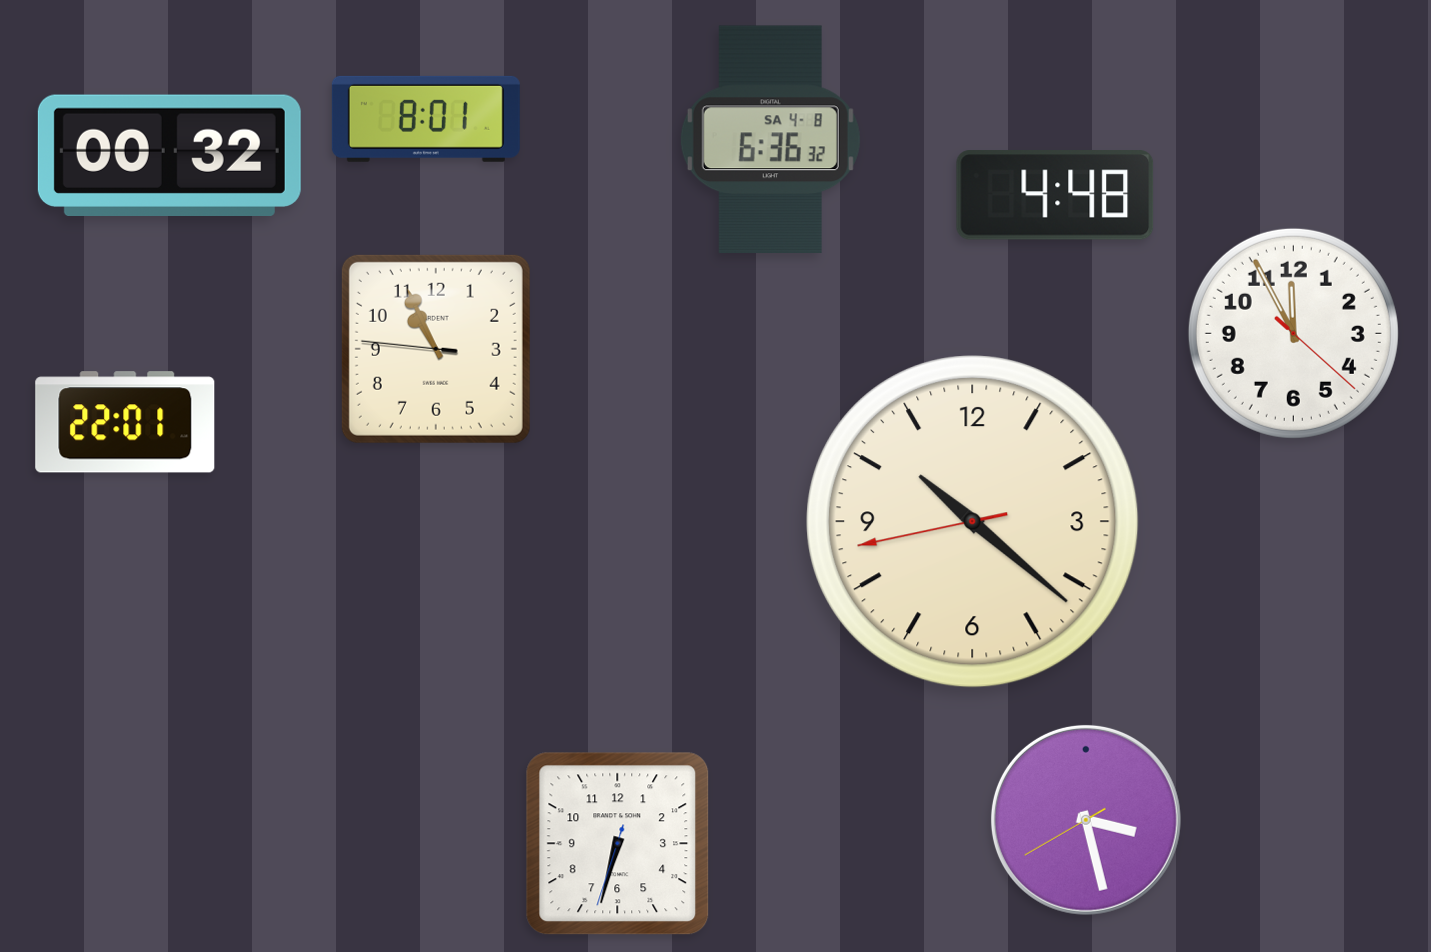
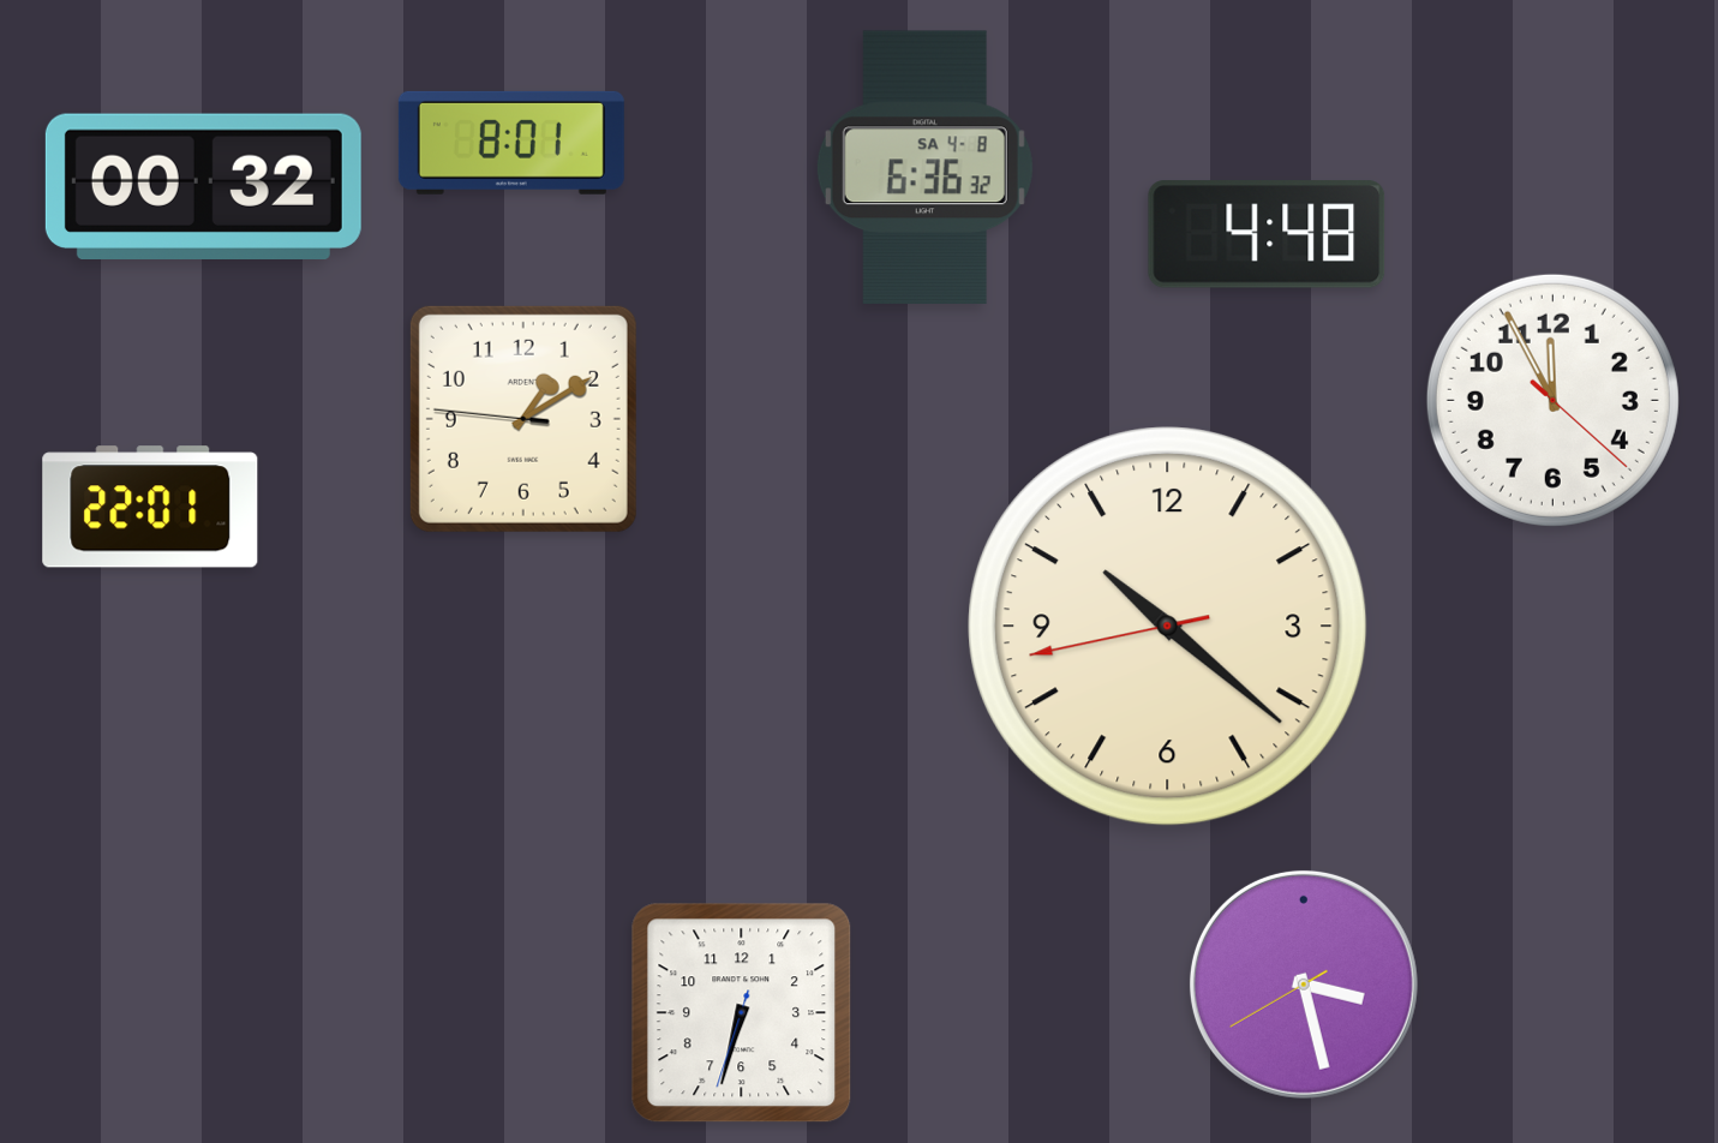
clock at (436, 349): 10:55 -> 1:09
